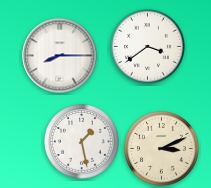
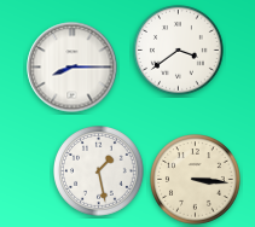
clock at (148, 47) position: (148, 47) -> (179, 51)
clock at (162, 149): 3:11 -> 3:16
